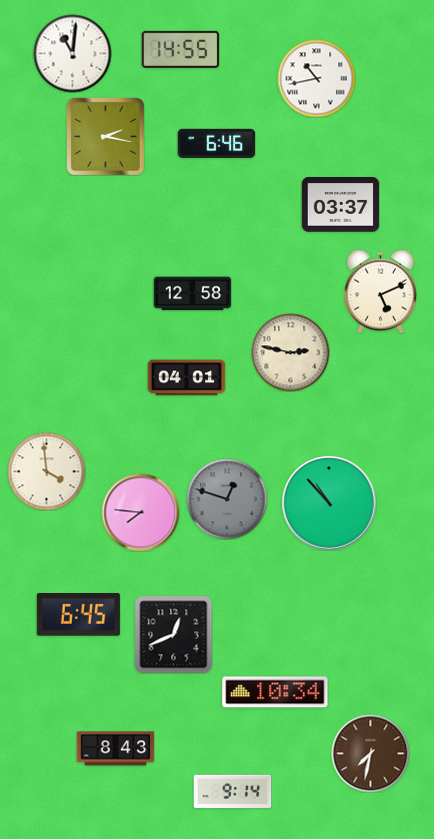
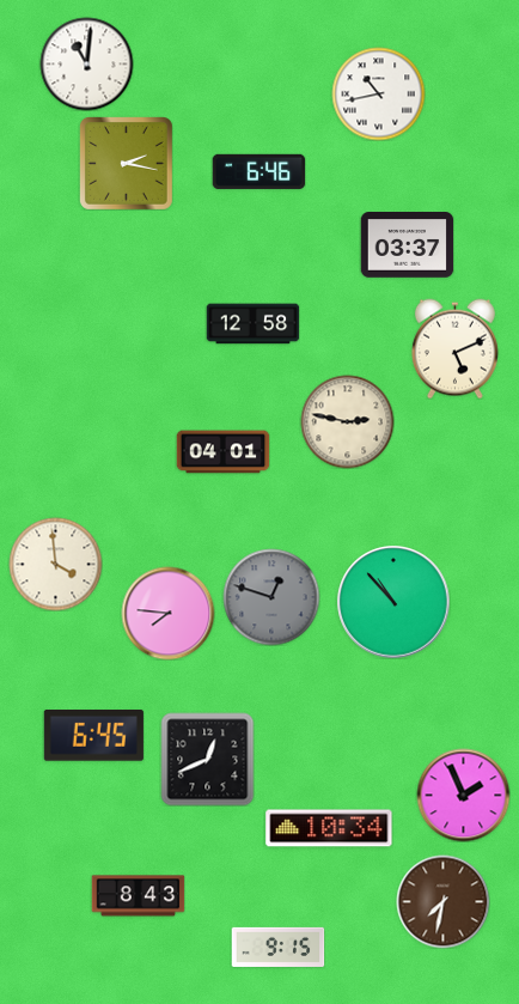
clock at (180, 49): 14:55 -> none
clock at (192, 294) position: (192, 294) -> (252, 324)
clock at (463, 795): none -> 1:56
clock at (232, 791): 9:14 -> 9:15
